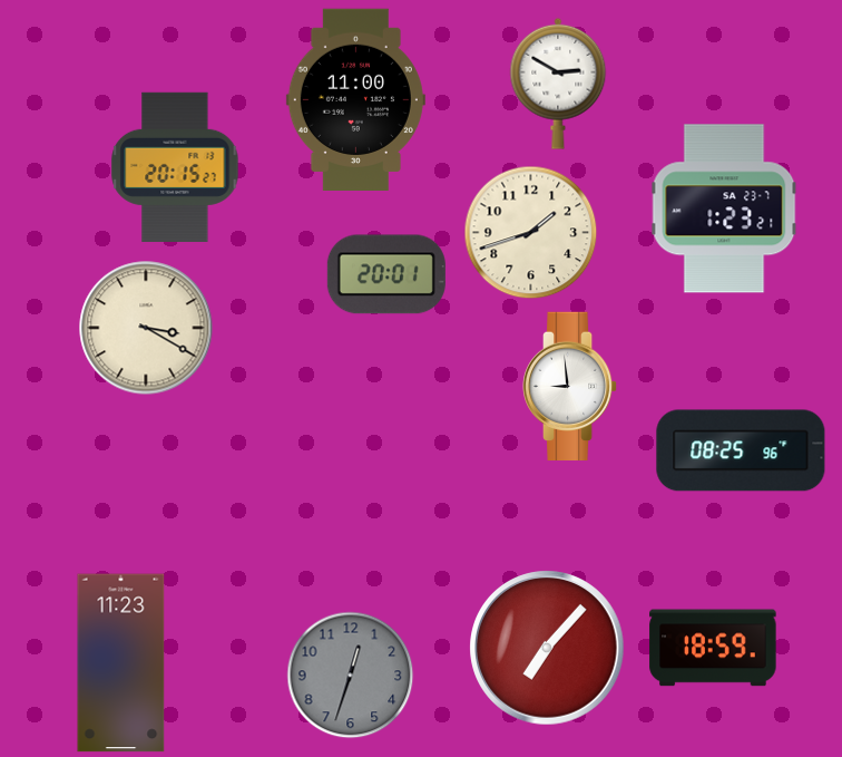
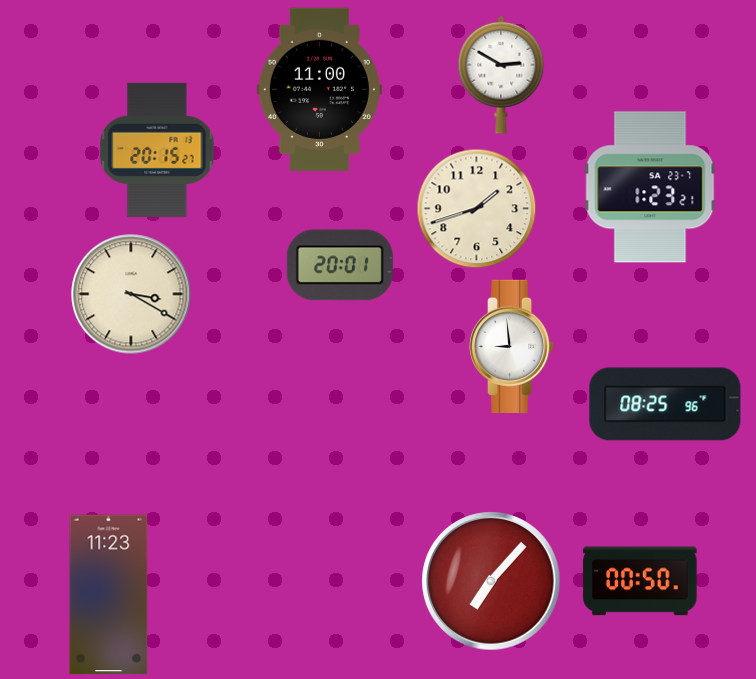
clock at (386, 274) position: (386, 274) -> (340, 265)
clock at (713, 648): 18:59 -> 00:50
clock at (351, 676): 12:33 -> none
